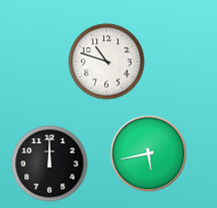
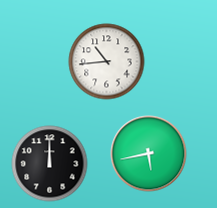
clock at (107, 62): 10:48 -> 10:44
